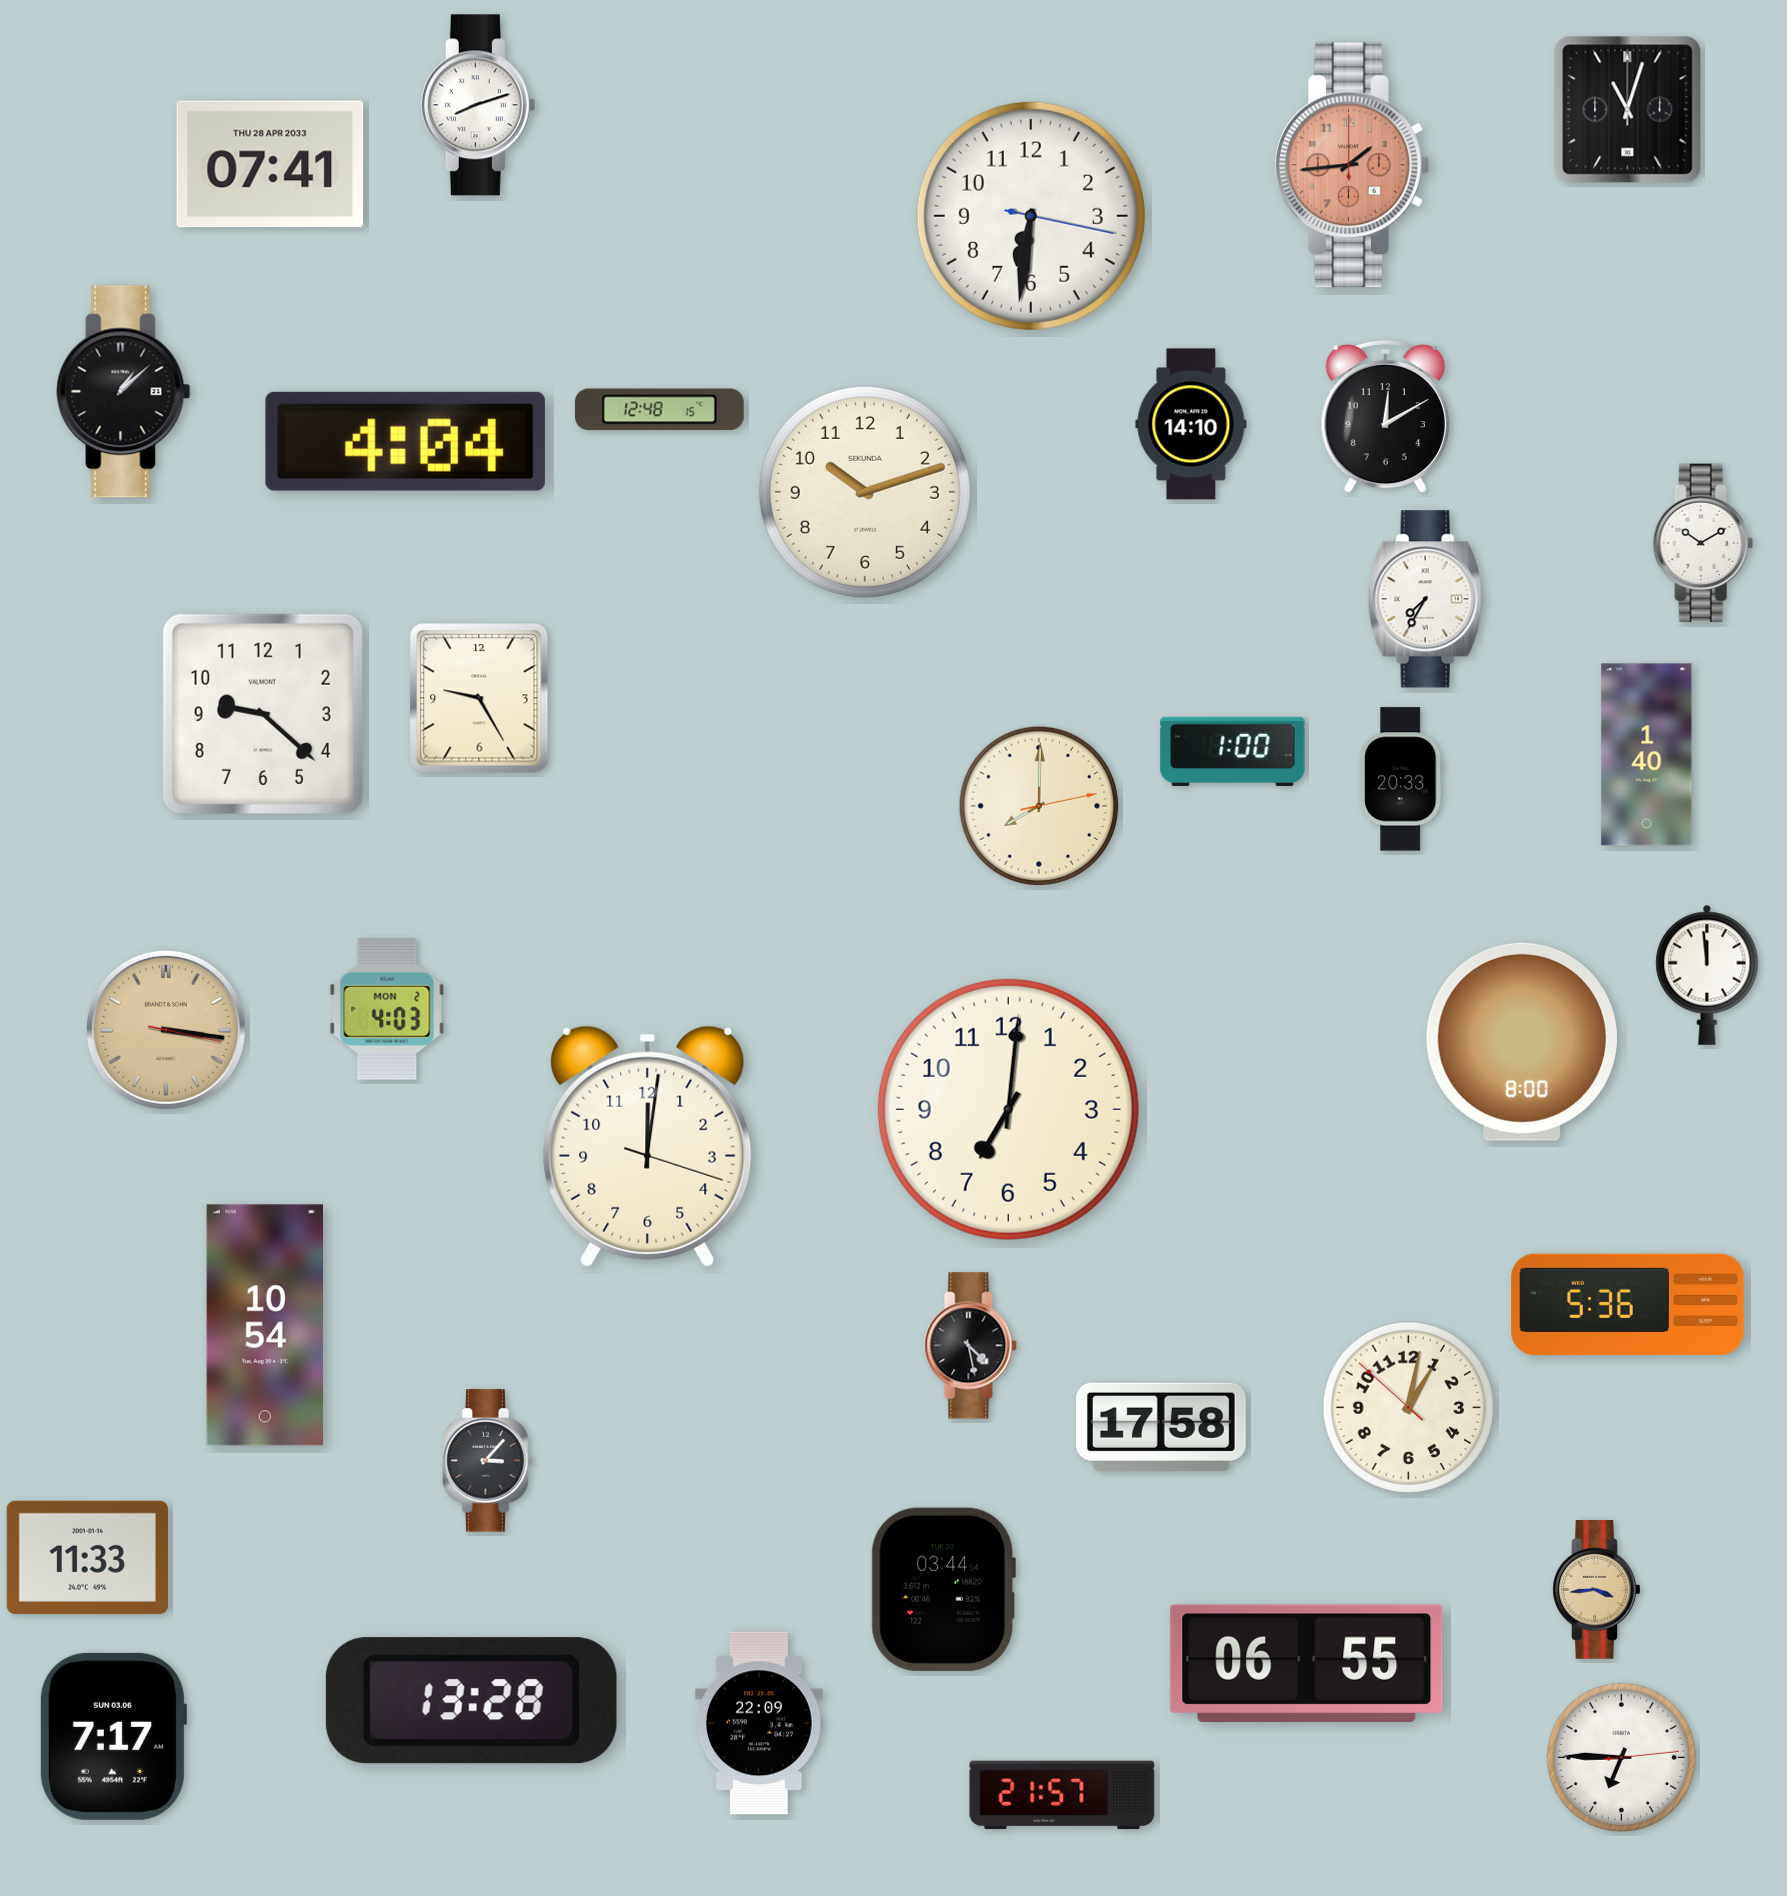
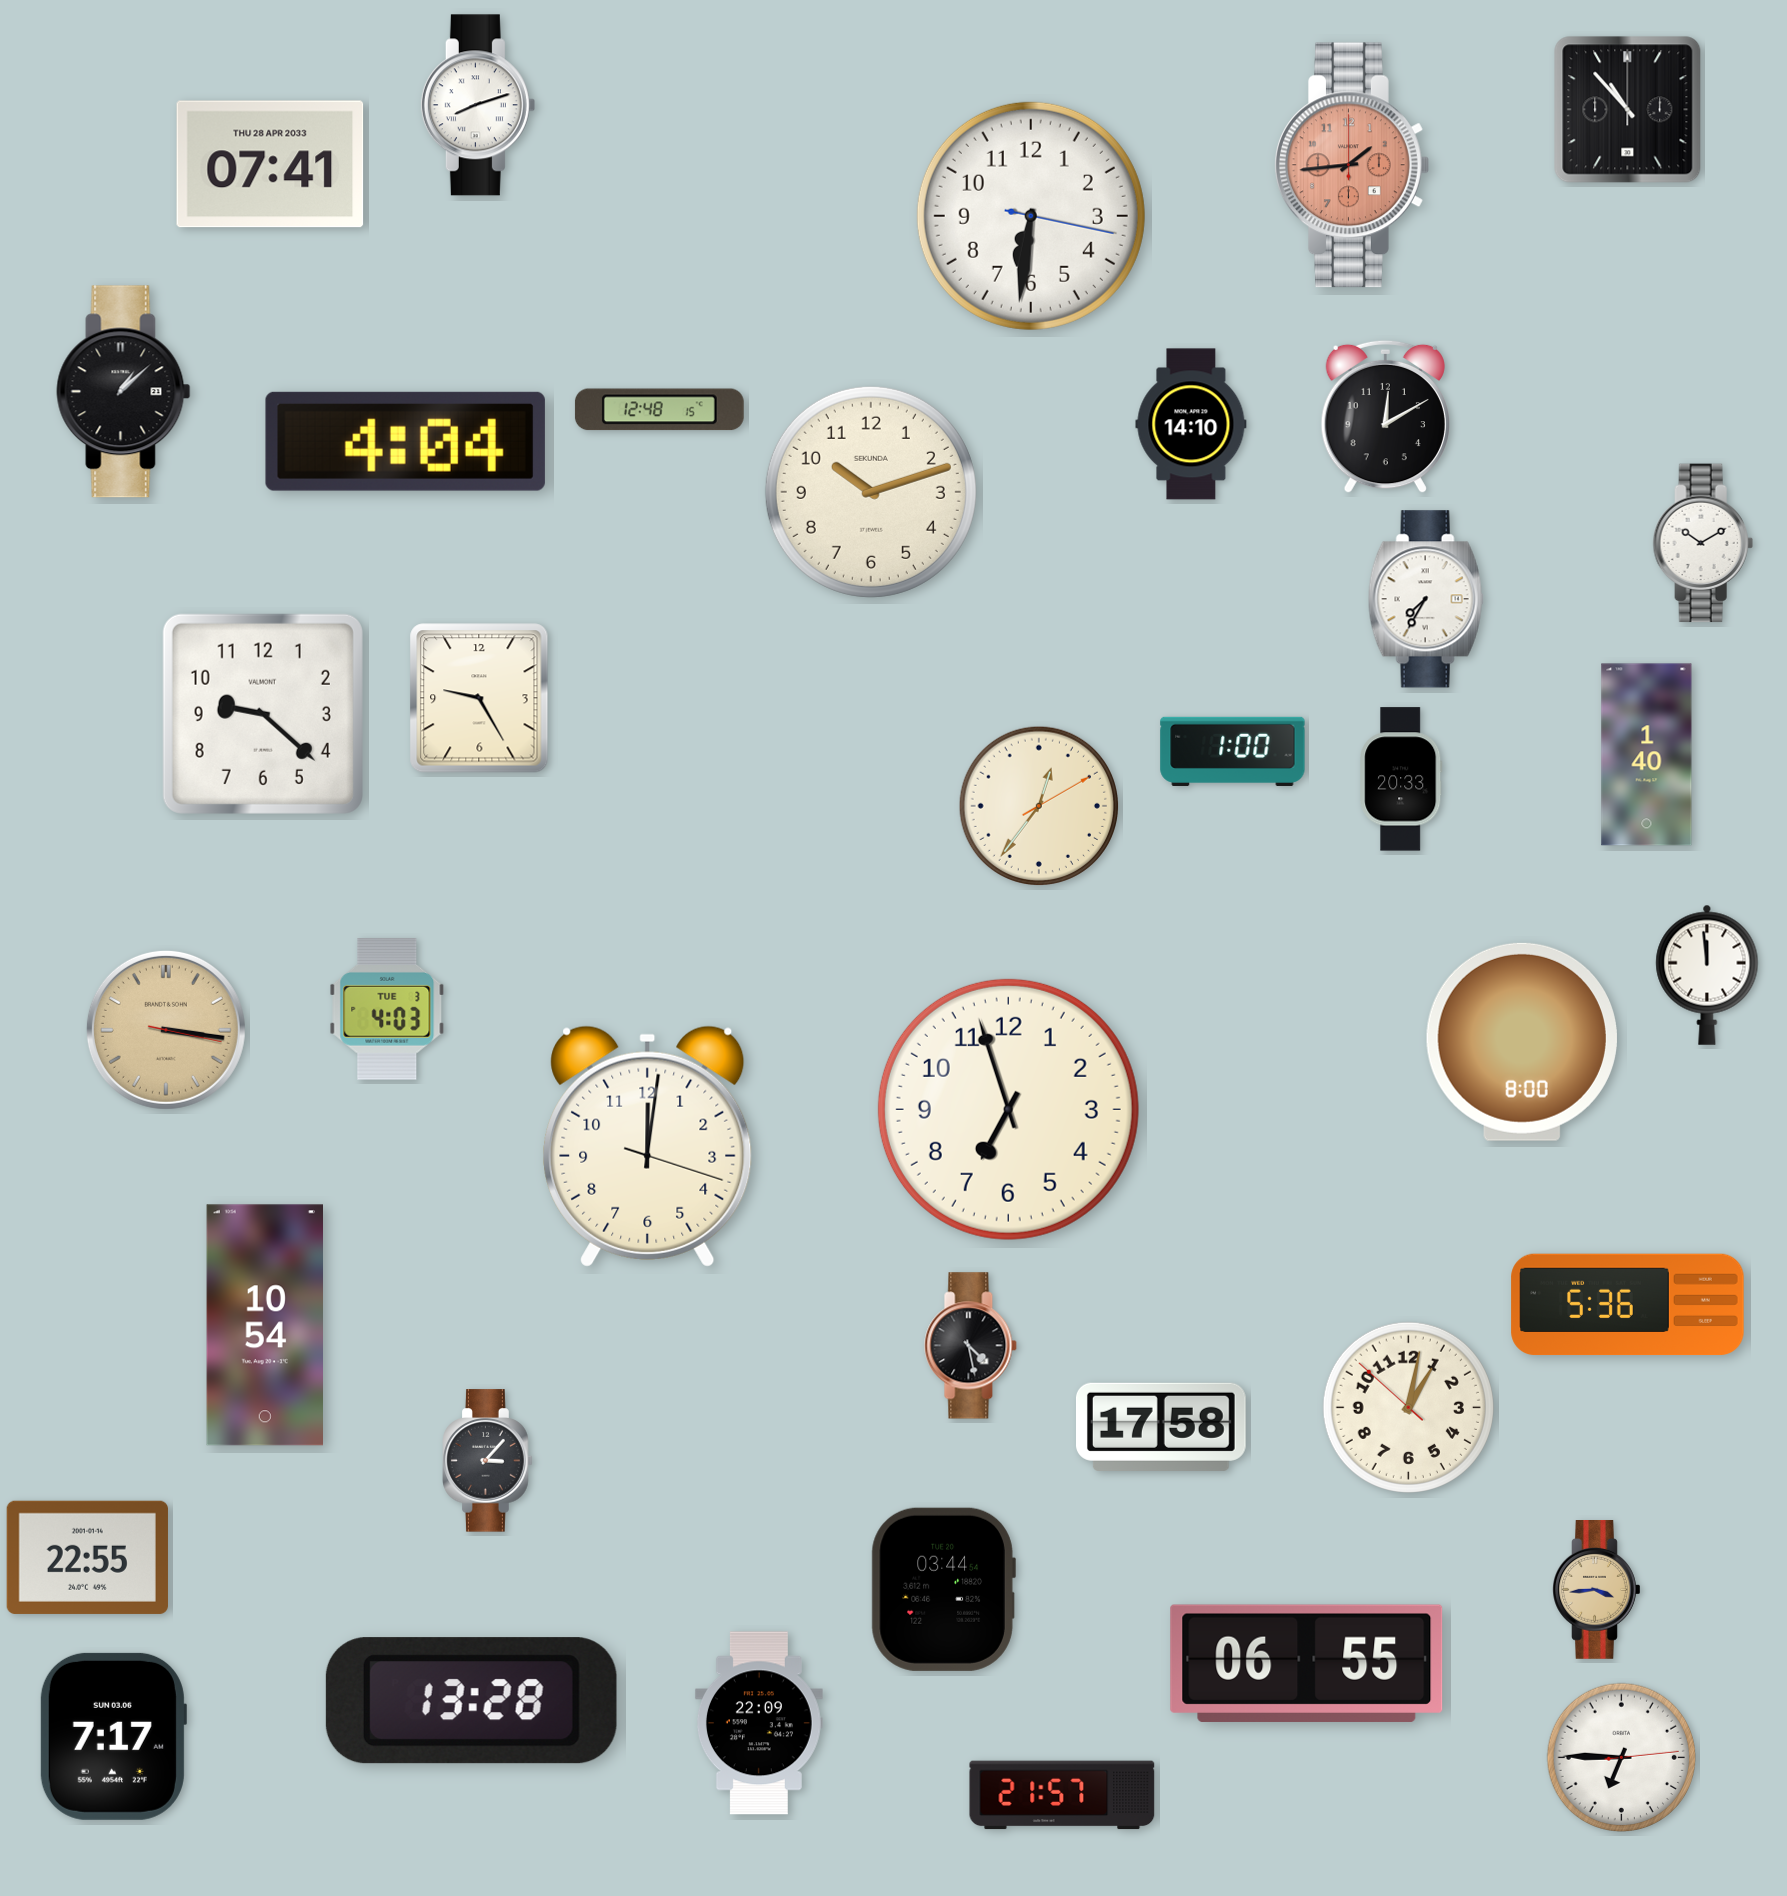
clock at (1628, 110): 11:03 -> 10:53
clock at (865, 492) position: (865, 492) -> (871, 492)
clock at (1039, 806): 8:00 -> 12:36
clock at (387, 1010) date: MON 2 -> TUE 3
clock at (1008, 1109): 7:01 -> 6:57
clock at (87, 1557): 11:33 -> 22:55
